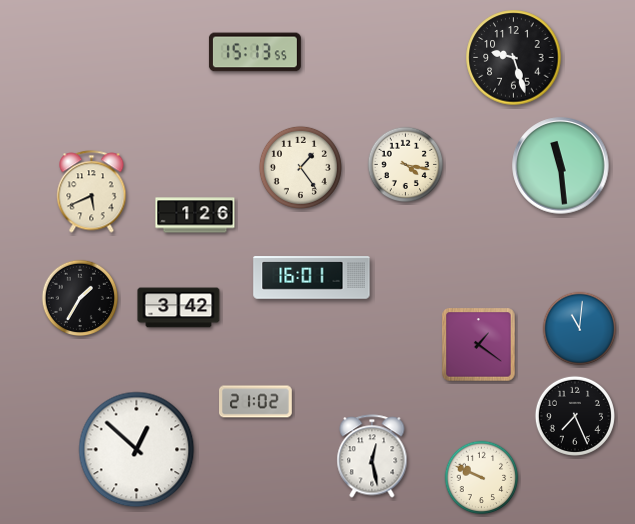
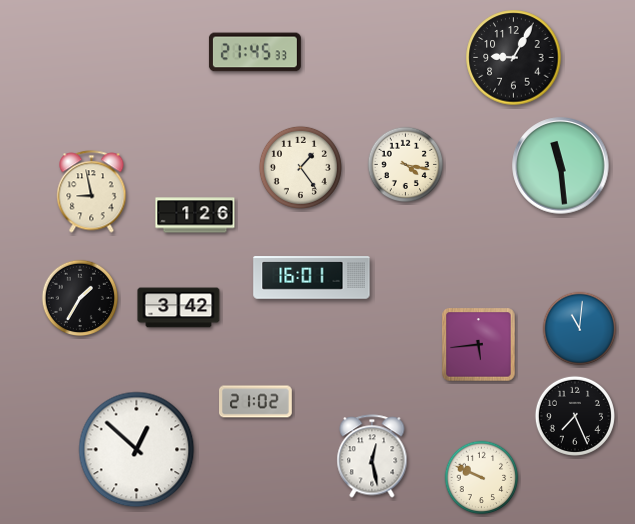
clock at (255, 52): 15:13 -> 21:45
clock at (514, 58): 9:27 -> 9:05
clock at (92, 192): 5:41 -> 8:58
clock at (479, 345): 1:21 -> 5:44
